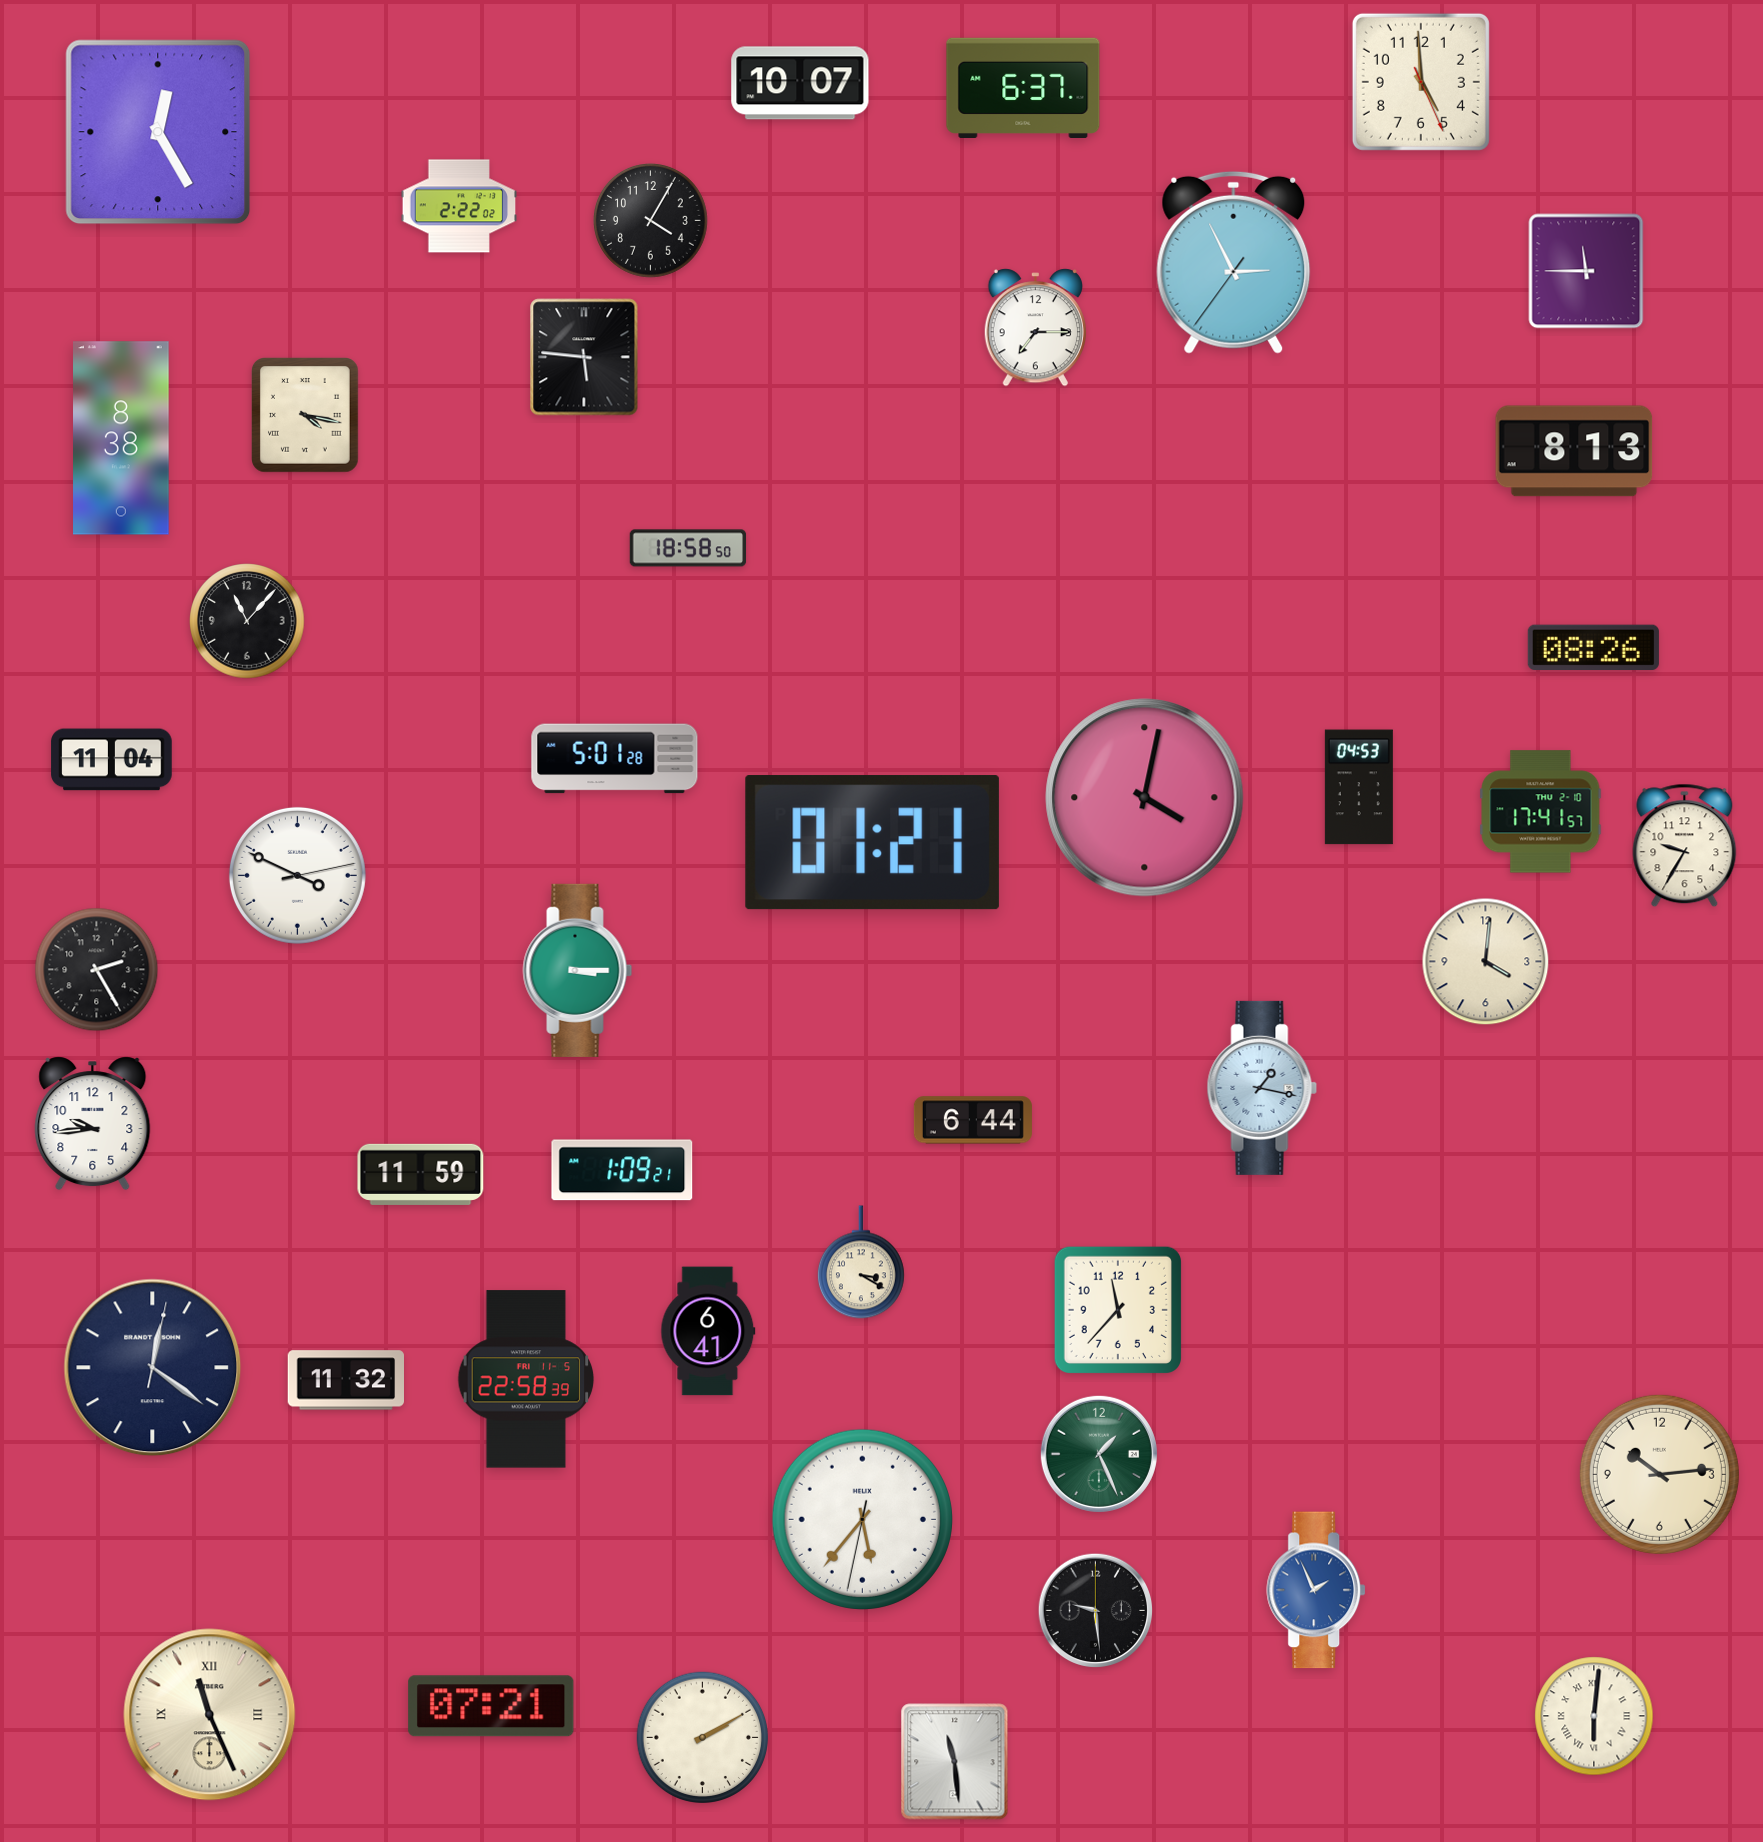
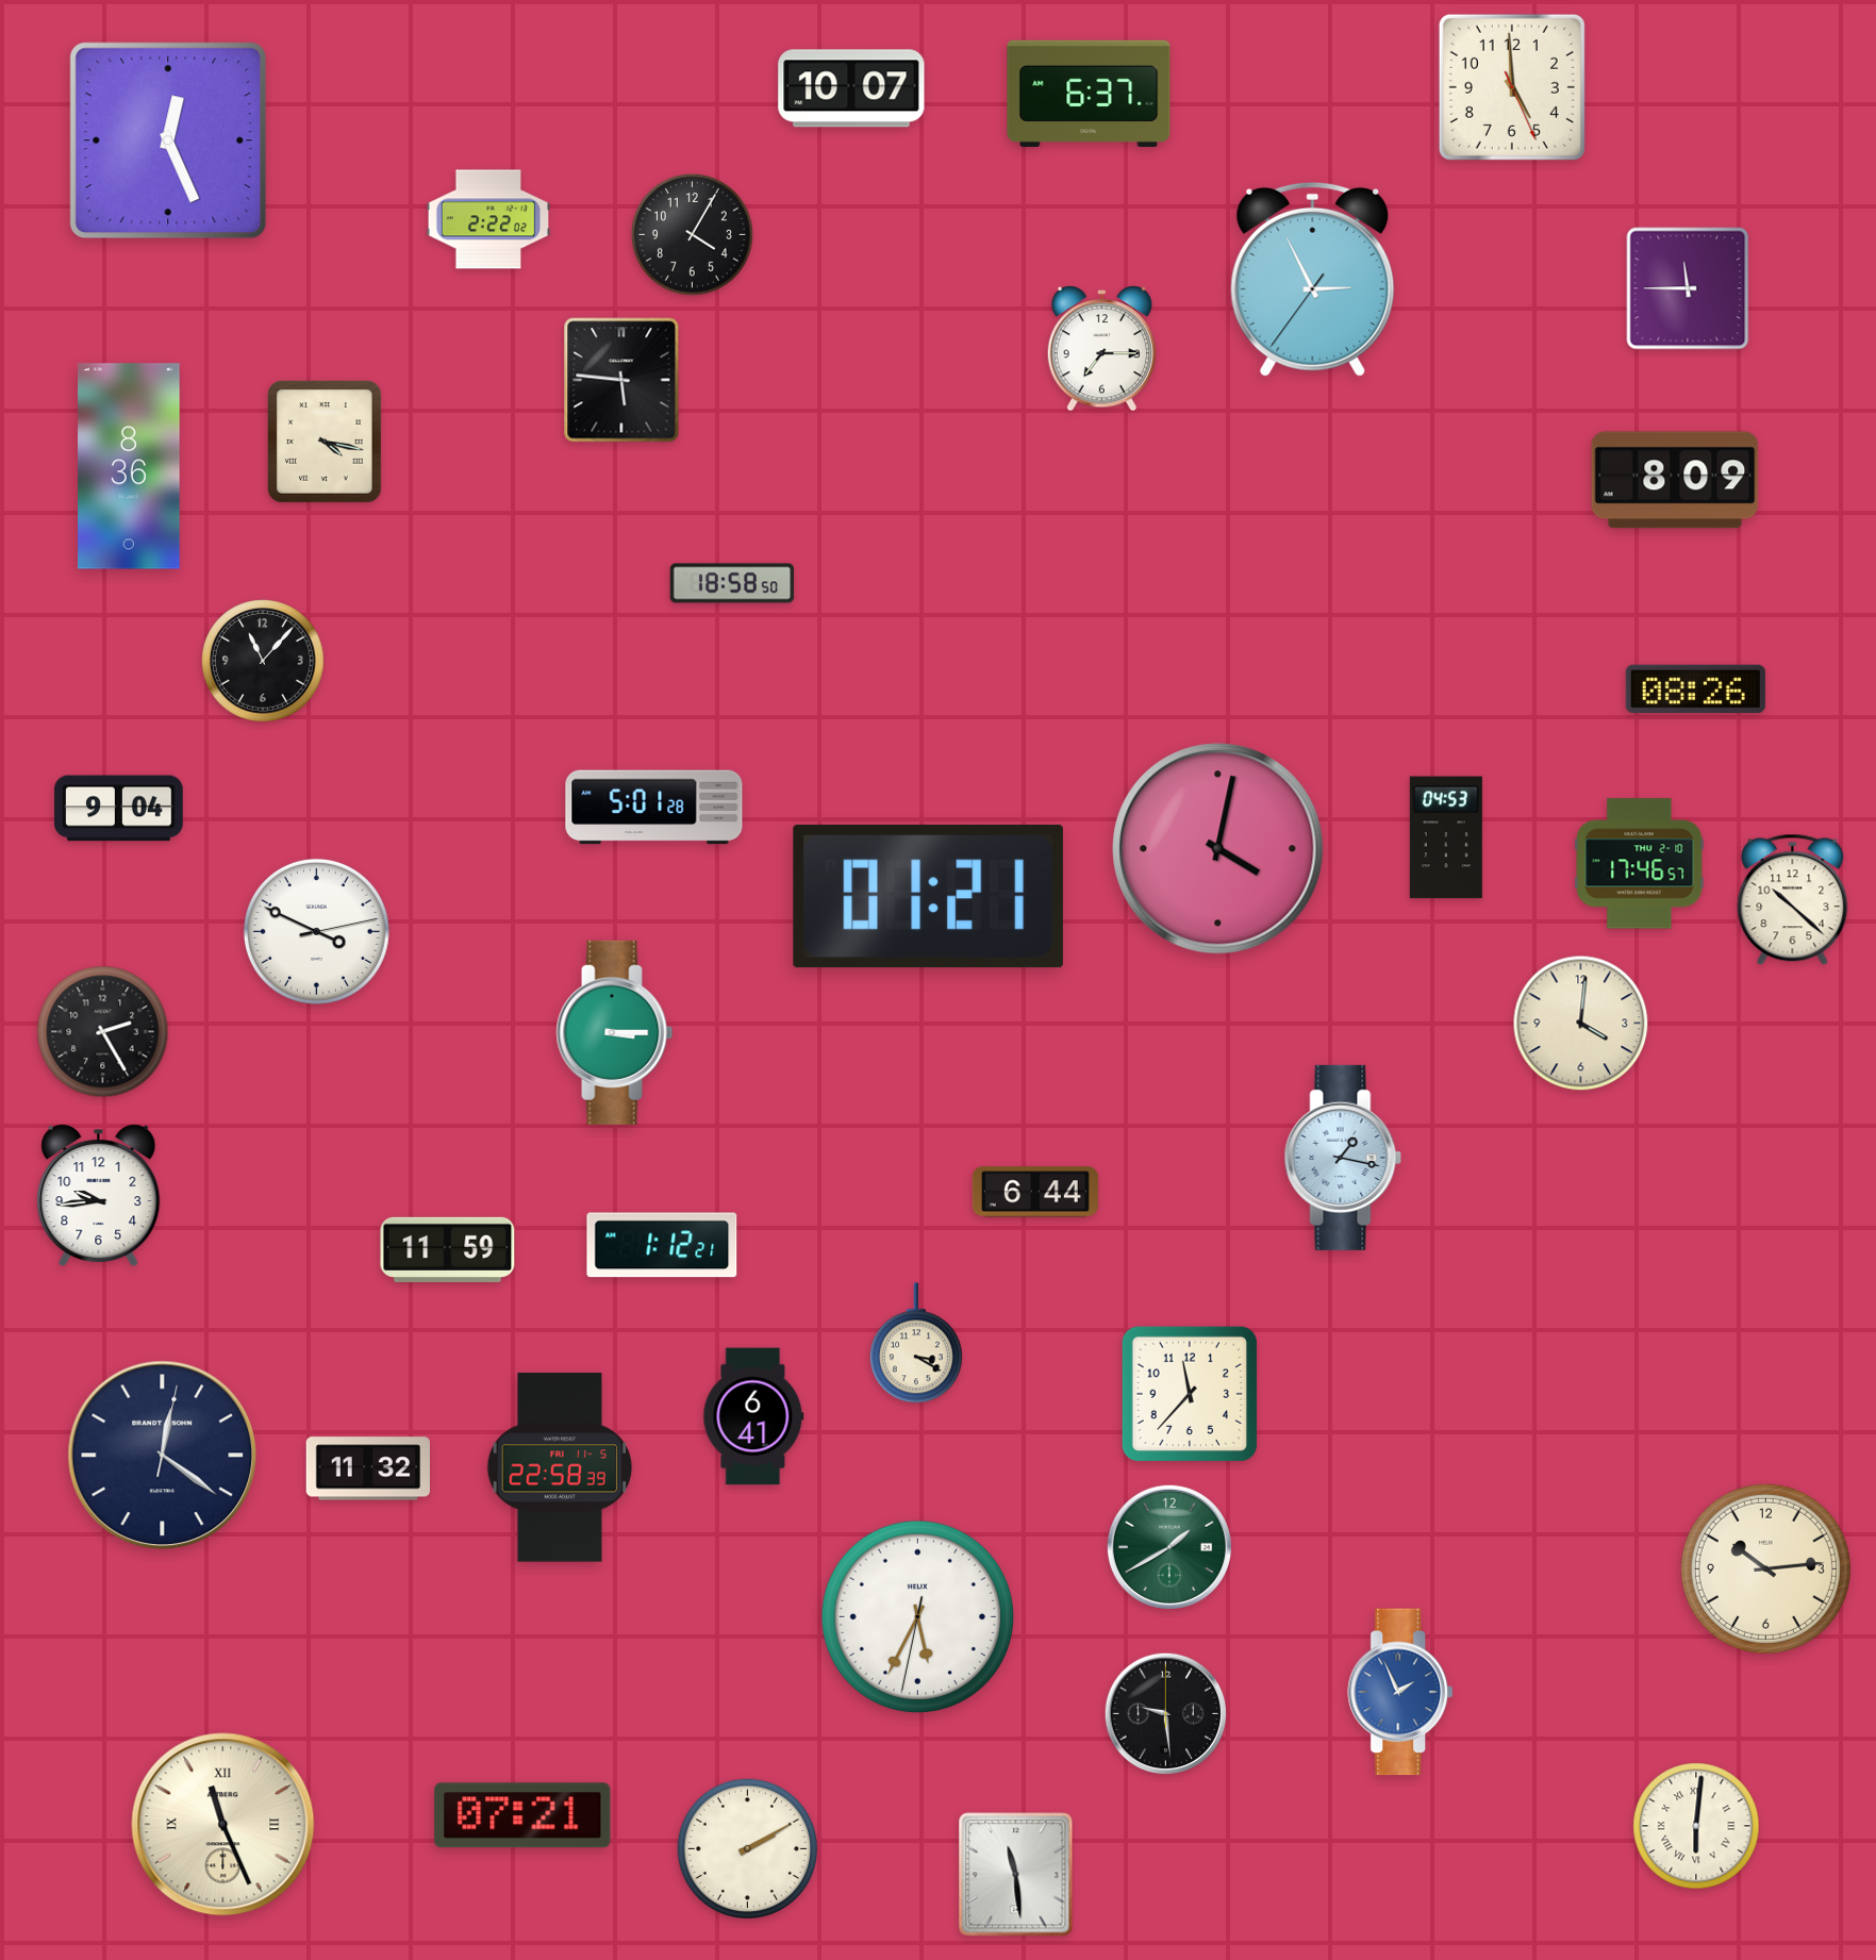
clock at (158, 132): 12:25 -> 12:26
clock at (122, 438): 8:38 -> 8:36
clock at (1574, 451): 8:13 -> 8:09
clock at (112, 760): 11:04 -> 9:04
clock at (1541, 812): 17:41 -> 17:46
clock at (1685, 846): 9:35 -> 10:22
clock at (622, 1170): 1:09 -> 1:12
clock at (1099, 1454): 1:26 -> 1:40
clock at (862, 1519): 5:36 -> 5:34
